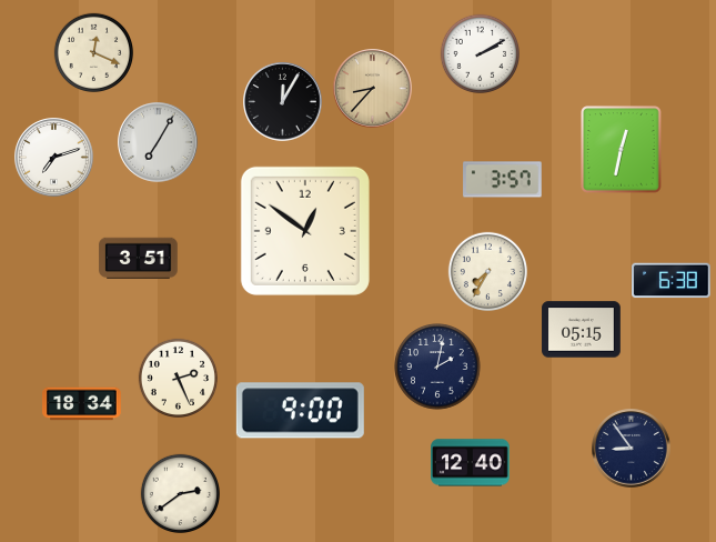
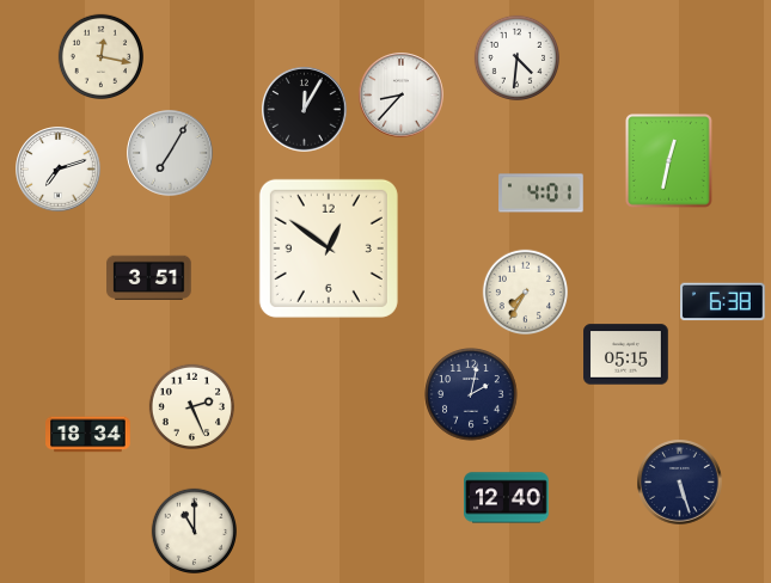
clock at (93, 52): 12:19 -> 12:17
clock at (480, 53): 2:10 -> 4:31
clock at (373, 89) dial: champagne -> white
clock at (503, 180): 3:57 -> 4:01
clock at (300, 411): 9:00 -> none
clock at (632, 449): 8:54 -> 5:27
clock at (180, 493): 2:39 -> 11:00
